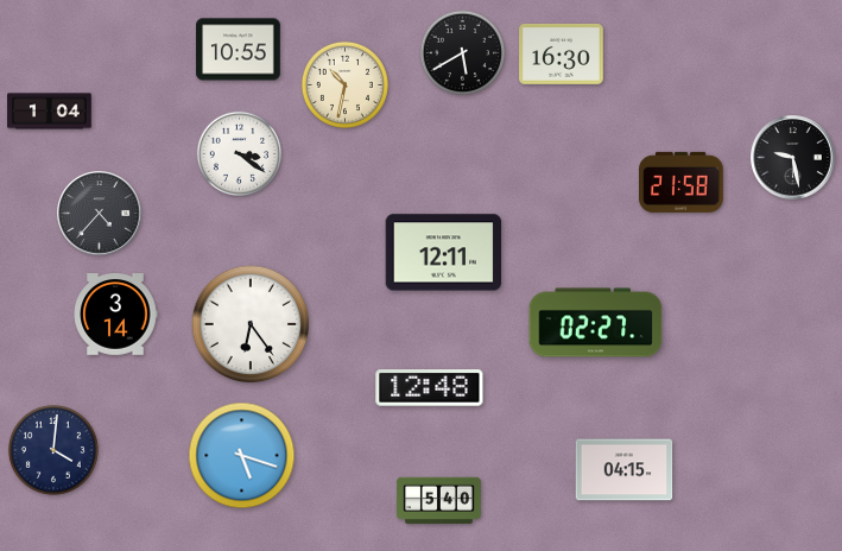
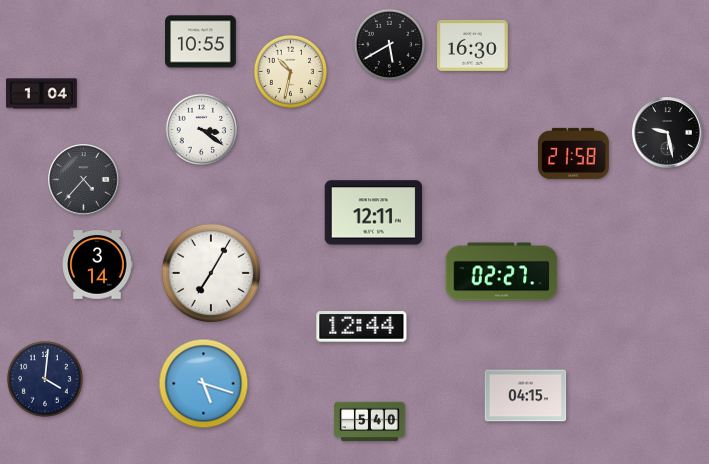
clock at (251, 324): 6:24 -> 7:05
clock at (430, 388): 12:48 -> 12:44
